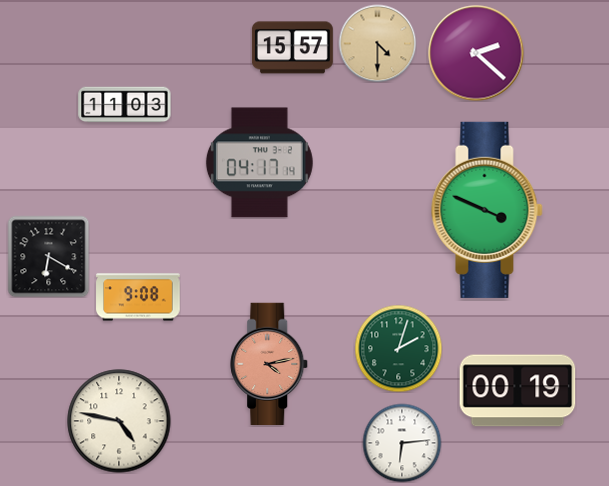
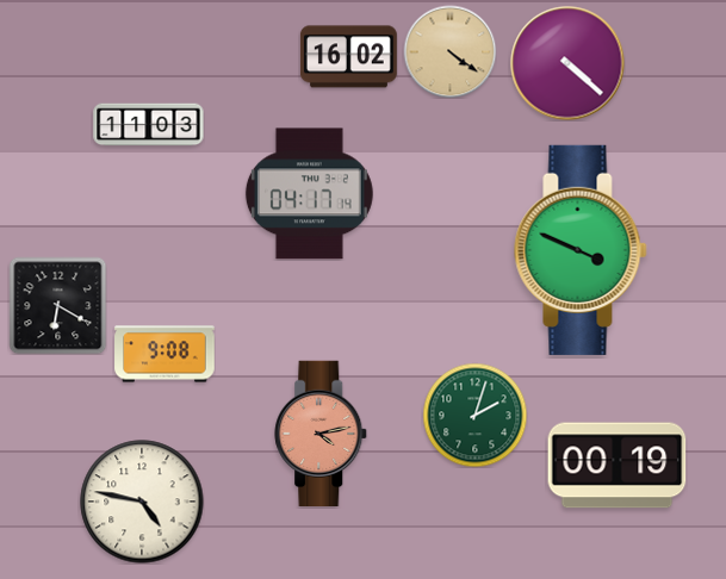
clock at (377, 43): 4:30 -> 4:21
clock at (292, 48): 15:57 -> 16:02
clock at (476, 53): 2:22 -> 4:22
clock at (402, 443): 6:14 -> none
